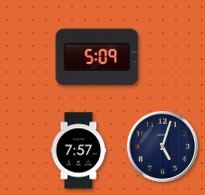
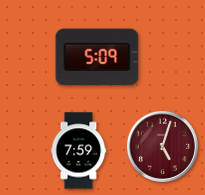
clock at (162, 146) dial: navy -> burgundy
clock at (79, 151): 7:57 -> 7:59
